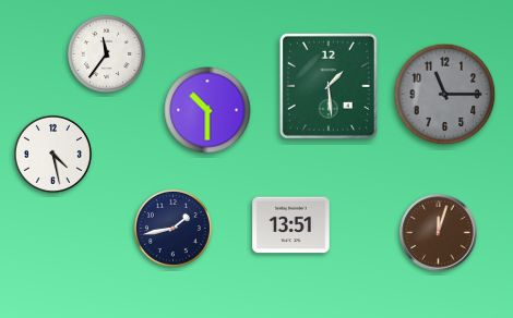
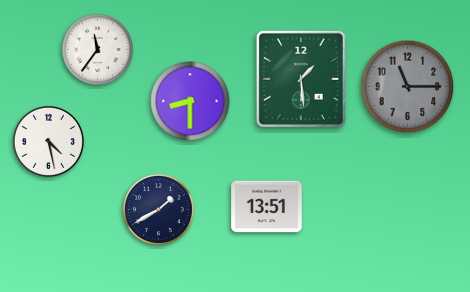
clock at (207, 110): 10:30 -> 8:30
clock at (172, 228): 1:43 -> 1:40
clock at (439, 233): 12:03 -> none
